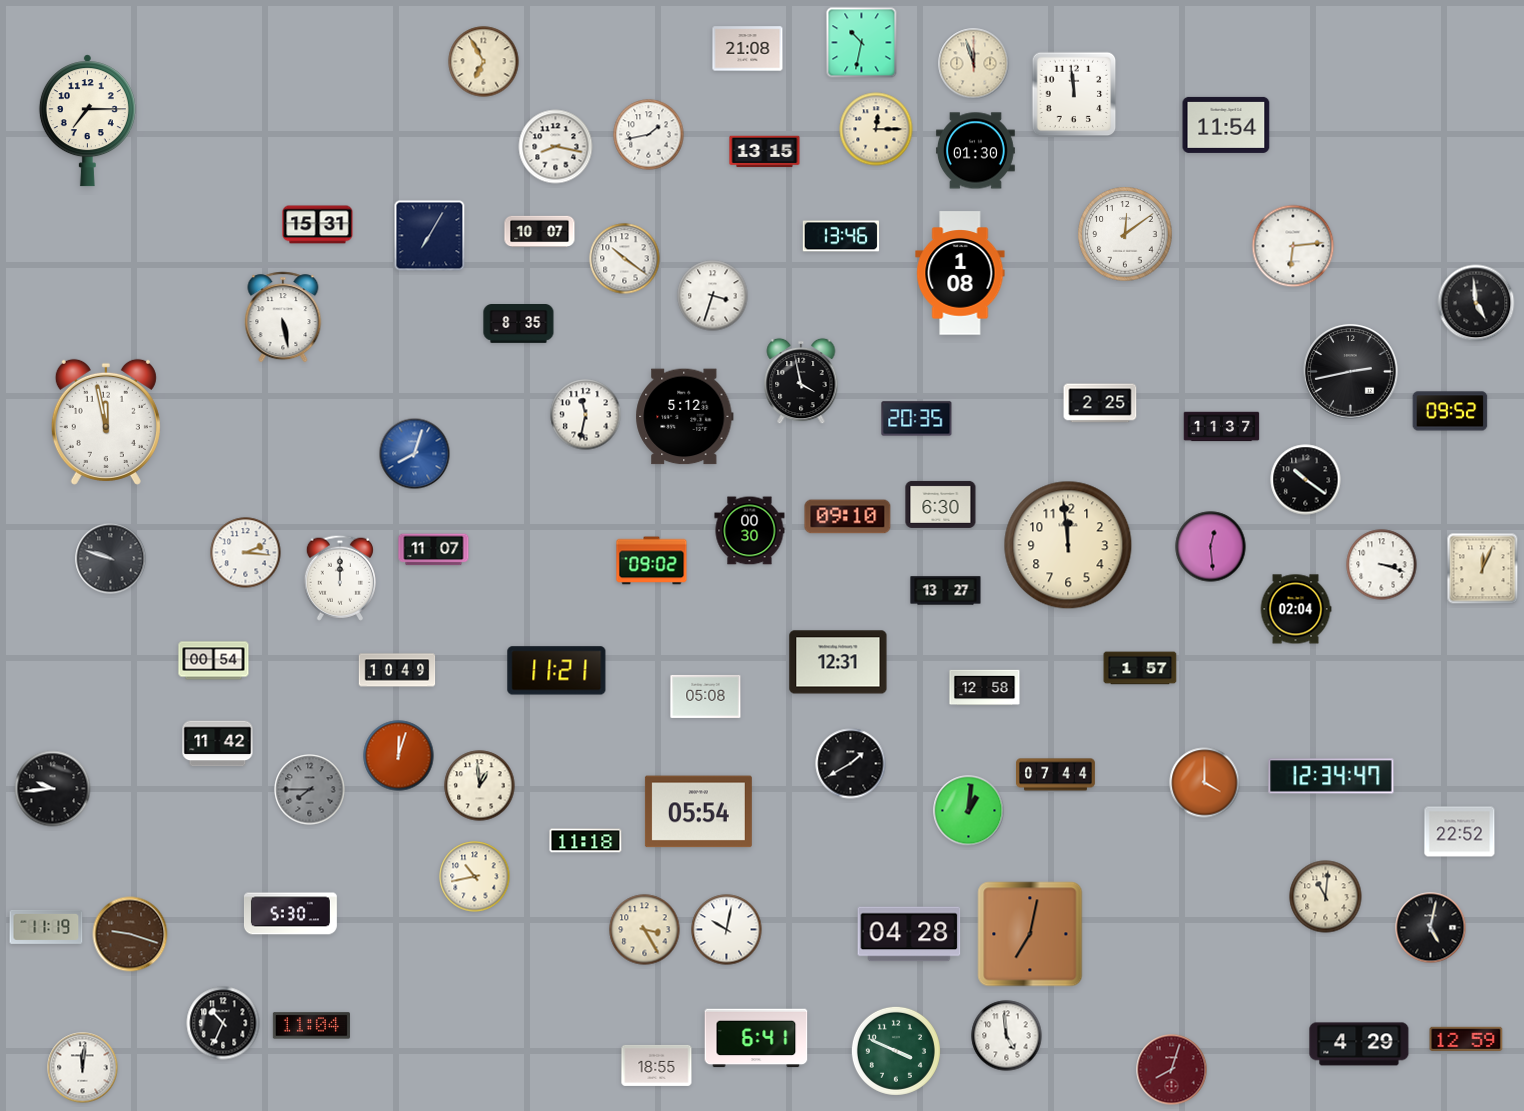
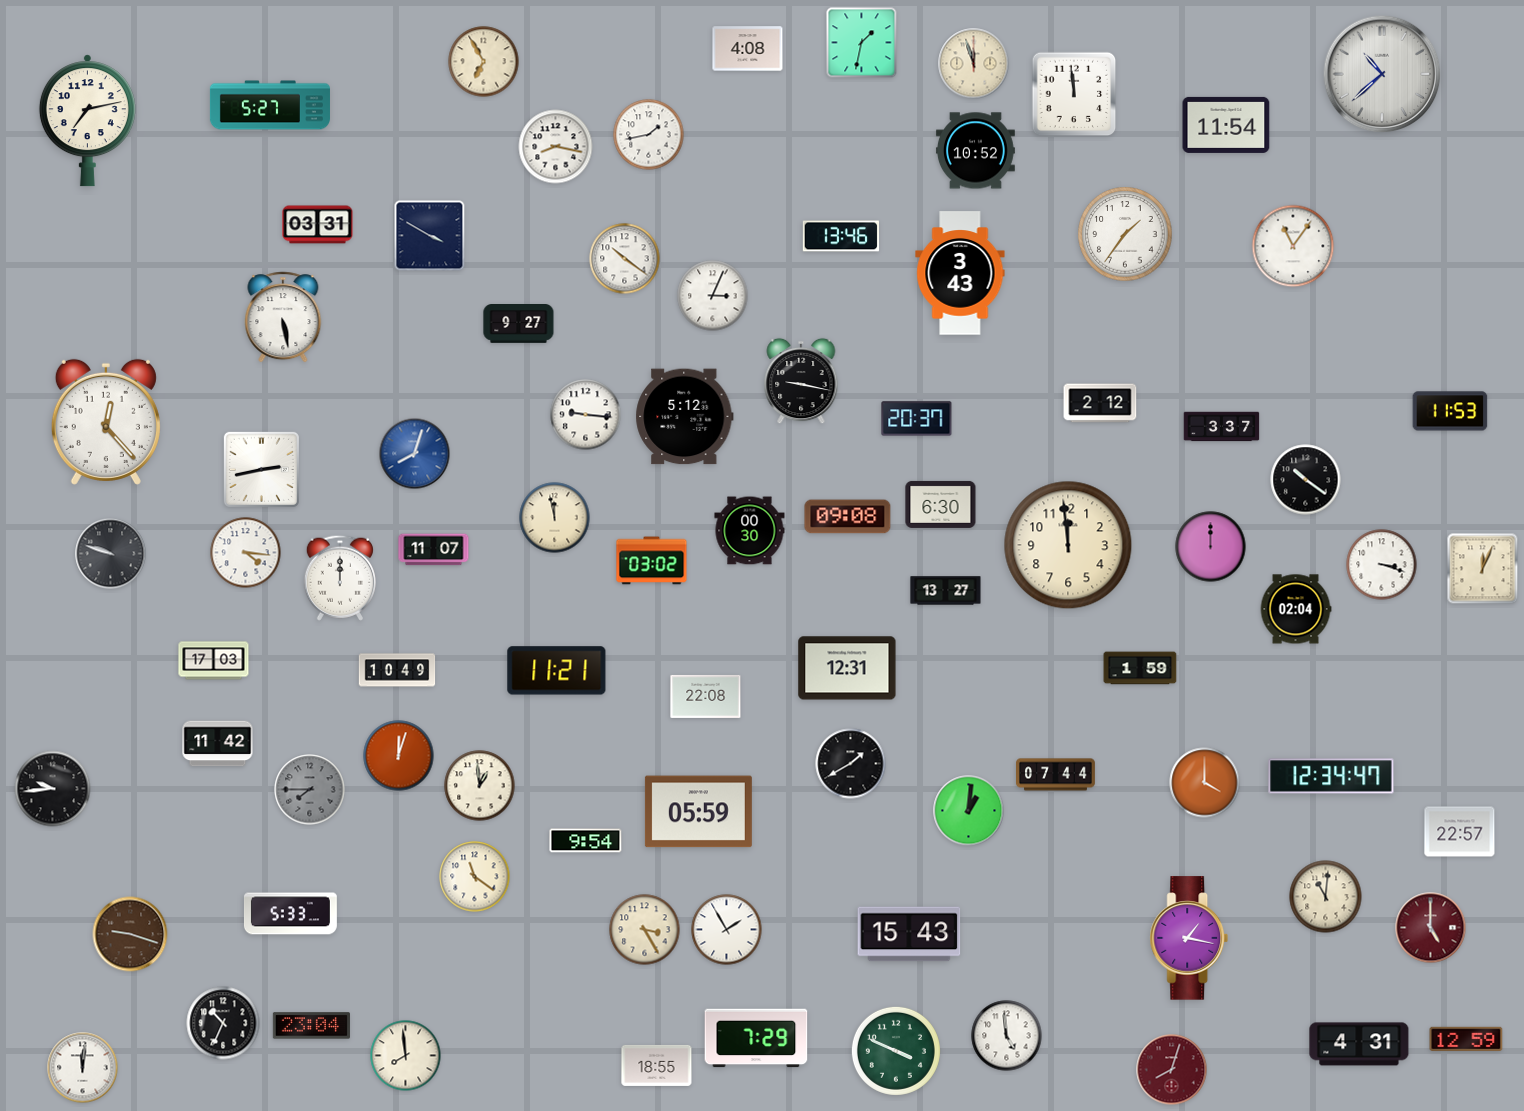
clock at (862, 43): 10:32 -> 1:32
clock at (748, 49): 21:08 -> 4:08
clock at (1382, 74): none -> 10:38
clock at (270, 105): none -> 5:27
clock at (87, 121): 7:15 -> 7:13
clock at (876, 129): 12:15 -> none
clock at (975, 151): 01:30 -> 10:52
clock at (765, 152): 13:15 -> none
clock at (318, 225): 15:31 -> 03:31
clock at (540, 232): 10:07 -> none
clock at (1125, 234): 12:09 -> 1:36
clock at (430, 236): 7:05 -> 3:50
clock at (1293, 246): 6:14 -> 11:06
clock at (960, 273): 1:08 -> 3:43
clock at (713, 296): 3:33 -> 3:04
clock at (1476, 303): 4:59 -> none
clock at (519, 324): 8:35 -> 9:27
clock at (1351, 372): 2:43 -> none
clock at (801, 381): 3:58 -> 9:17
clock at (1100, 403): 2:25 -> 2:12
clock at (1450, 411): 09:52 -> 11:53
clock at (586, 415): 11:32 -> 9:16
clock at (917, 419): 20:35 -> 20:37
clock at (106, 422): 11:58 -> 12:23
clock at (1222, 427): 11:37 -> 3:37
clock at (261, 469): none -> 2:43
clock at (848, 517): 09:10 -> 09:08
clock at (555, 518): none -> 11:58
clock at (1211, 547): 12:29 -> 12:00
clock at (246, 553): 2:16 -> 4:16
clock at (111, 559) position: (111, 559) -> (111, 554)
clock at (652, 561): 09:02 -> 03:02
clock at (214, 661): 00:54 -> 17:03
clock at (838, 662) position: (838, 662) -> (847, 668)
clock at (1140, 668): 1:57 -> 1:59
clock at (985, 688): 12:58 -> none
clock at (706, 696): 05:08 -> 22:08
clock at (698, 812): 05:54 -> 05:59
clock at (1460, 832): 22:52 -> 22:57
clock at (586, 841): 11:18 -> 9:54
clock at (475, 877): 10:43 -> 11:21
clock at (290, 914): 5:30 -> 5:33
clock at (46, 927): 11:19 -> none
clock at (1431, 928): 5:02 -> 5:00
clock at (1431, 928) dial: black -> burgundy
clock at (727, 930): 10:02 -> 1:55
clock at (909, 934): 04:28 -> 15:43
clock at (1030, 934): 7:02 -> none
clock at (1189, 938): none -> 1:17
clock at (311, 1026): 11:04 -> 23:04
clock at (756, 1038): 6:41 -> 7:29
clock at (1359, 1044): 4:29 -> 4:31
clock at (406, 1056): none -> 7:59
